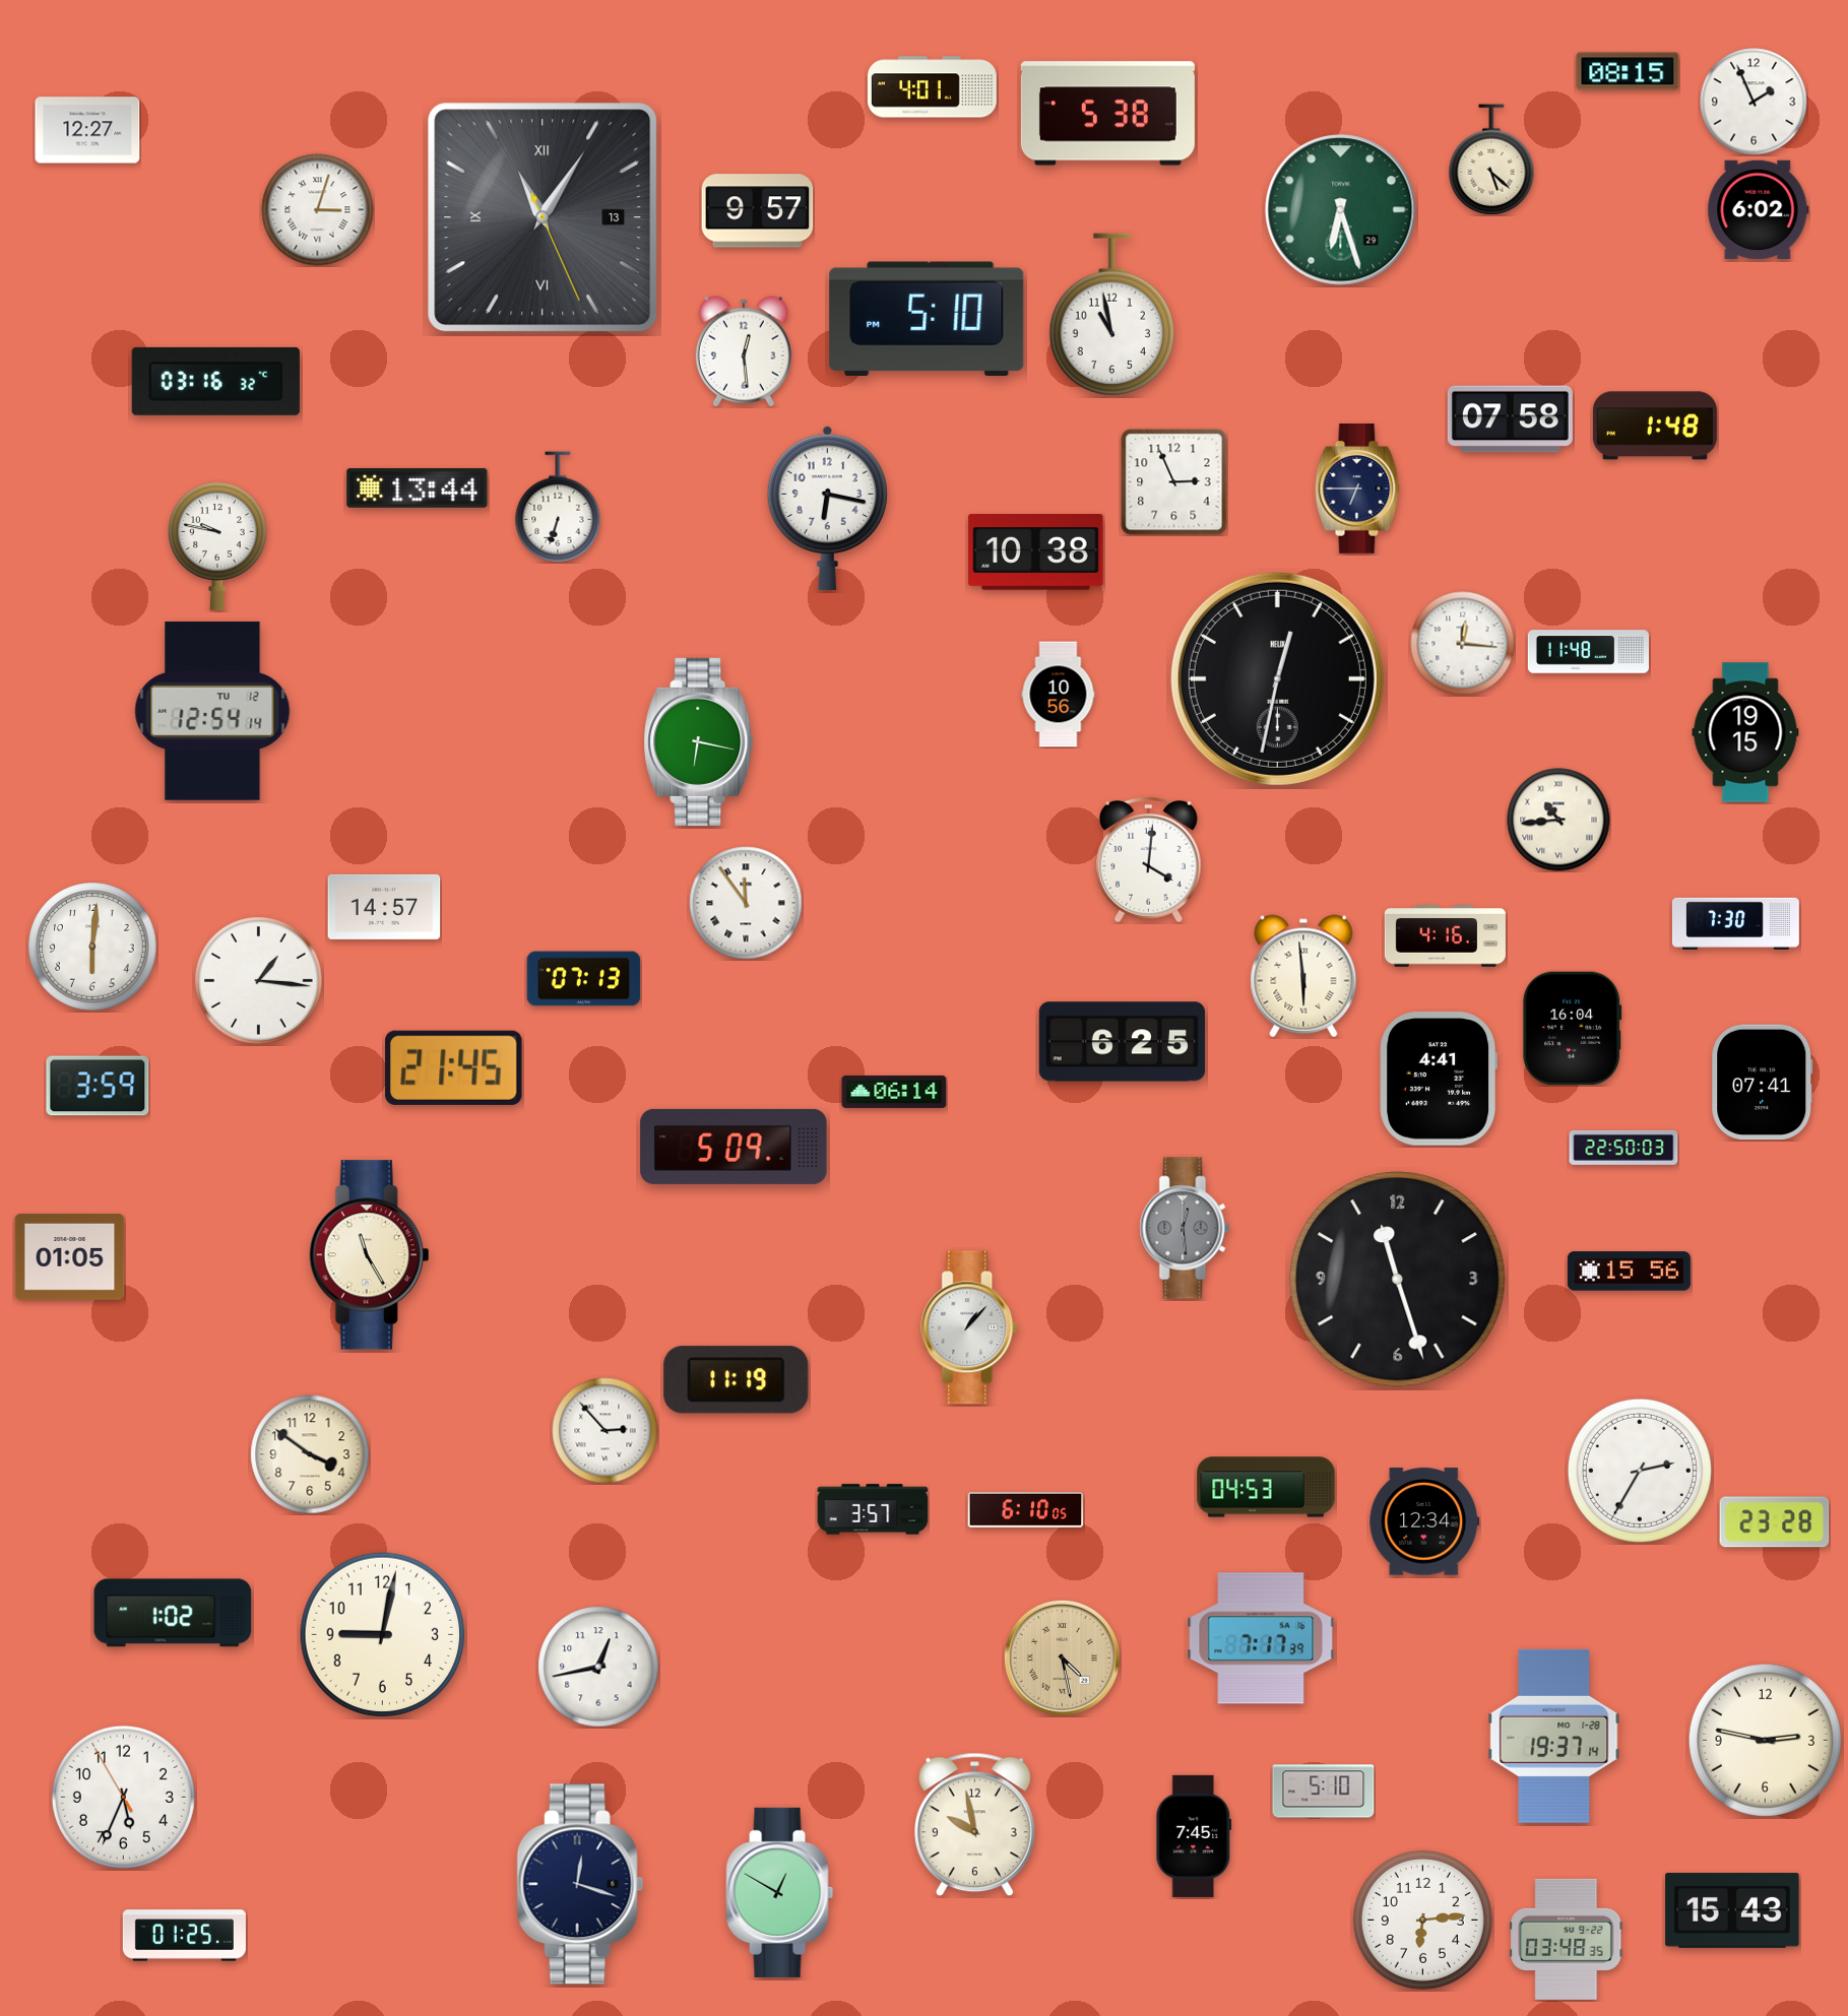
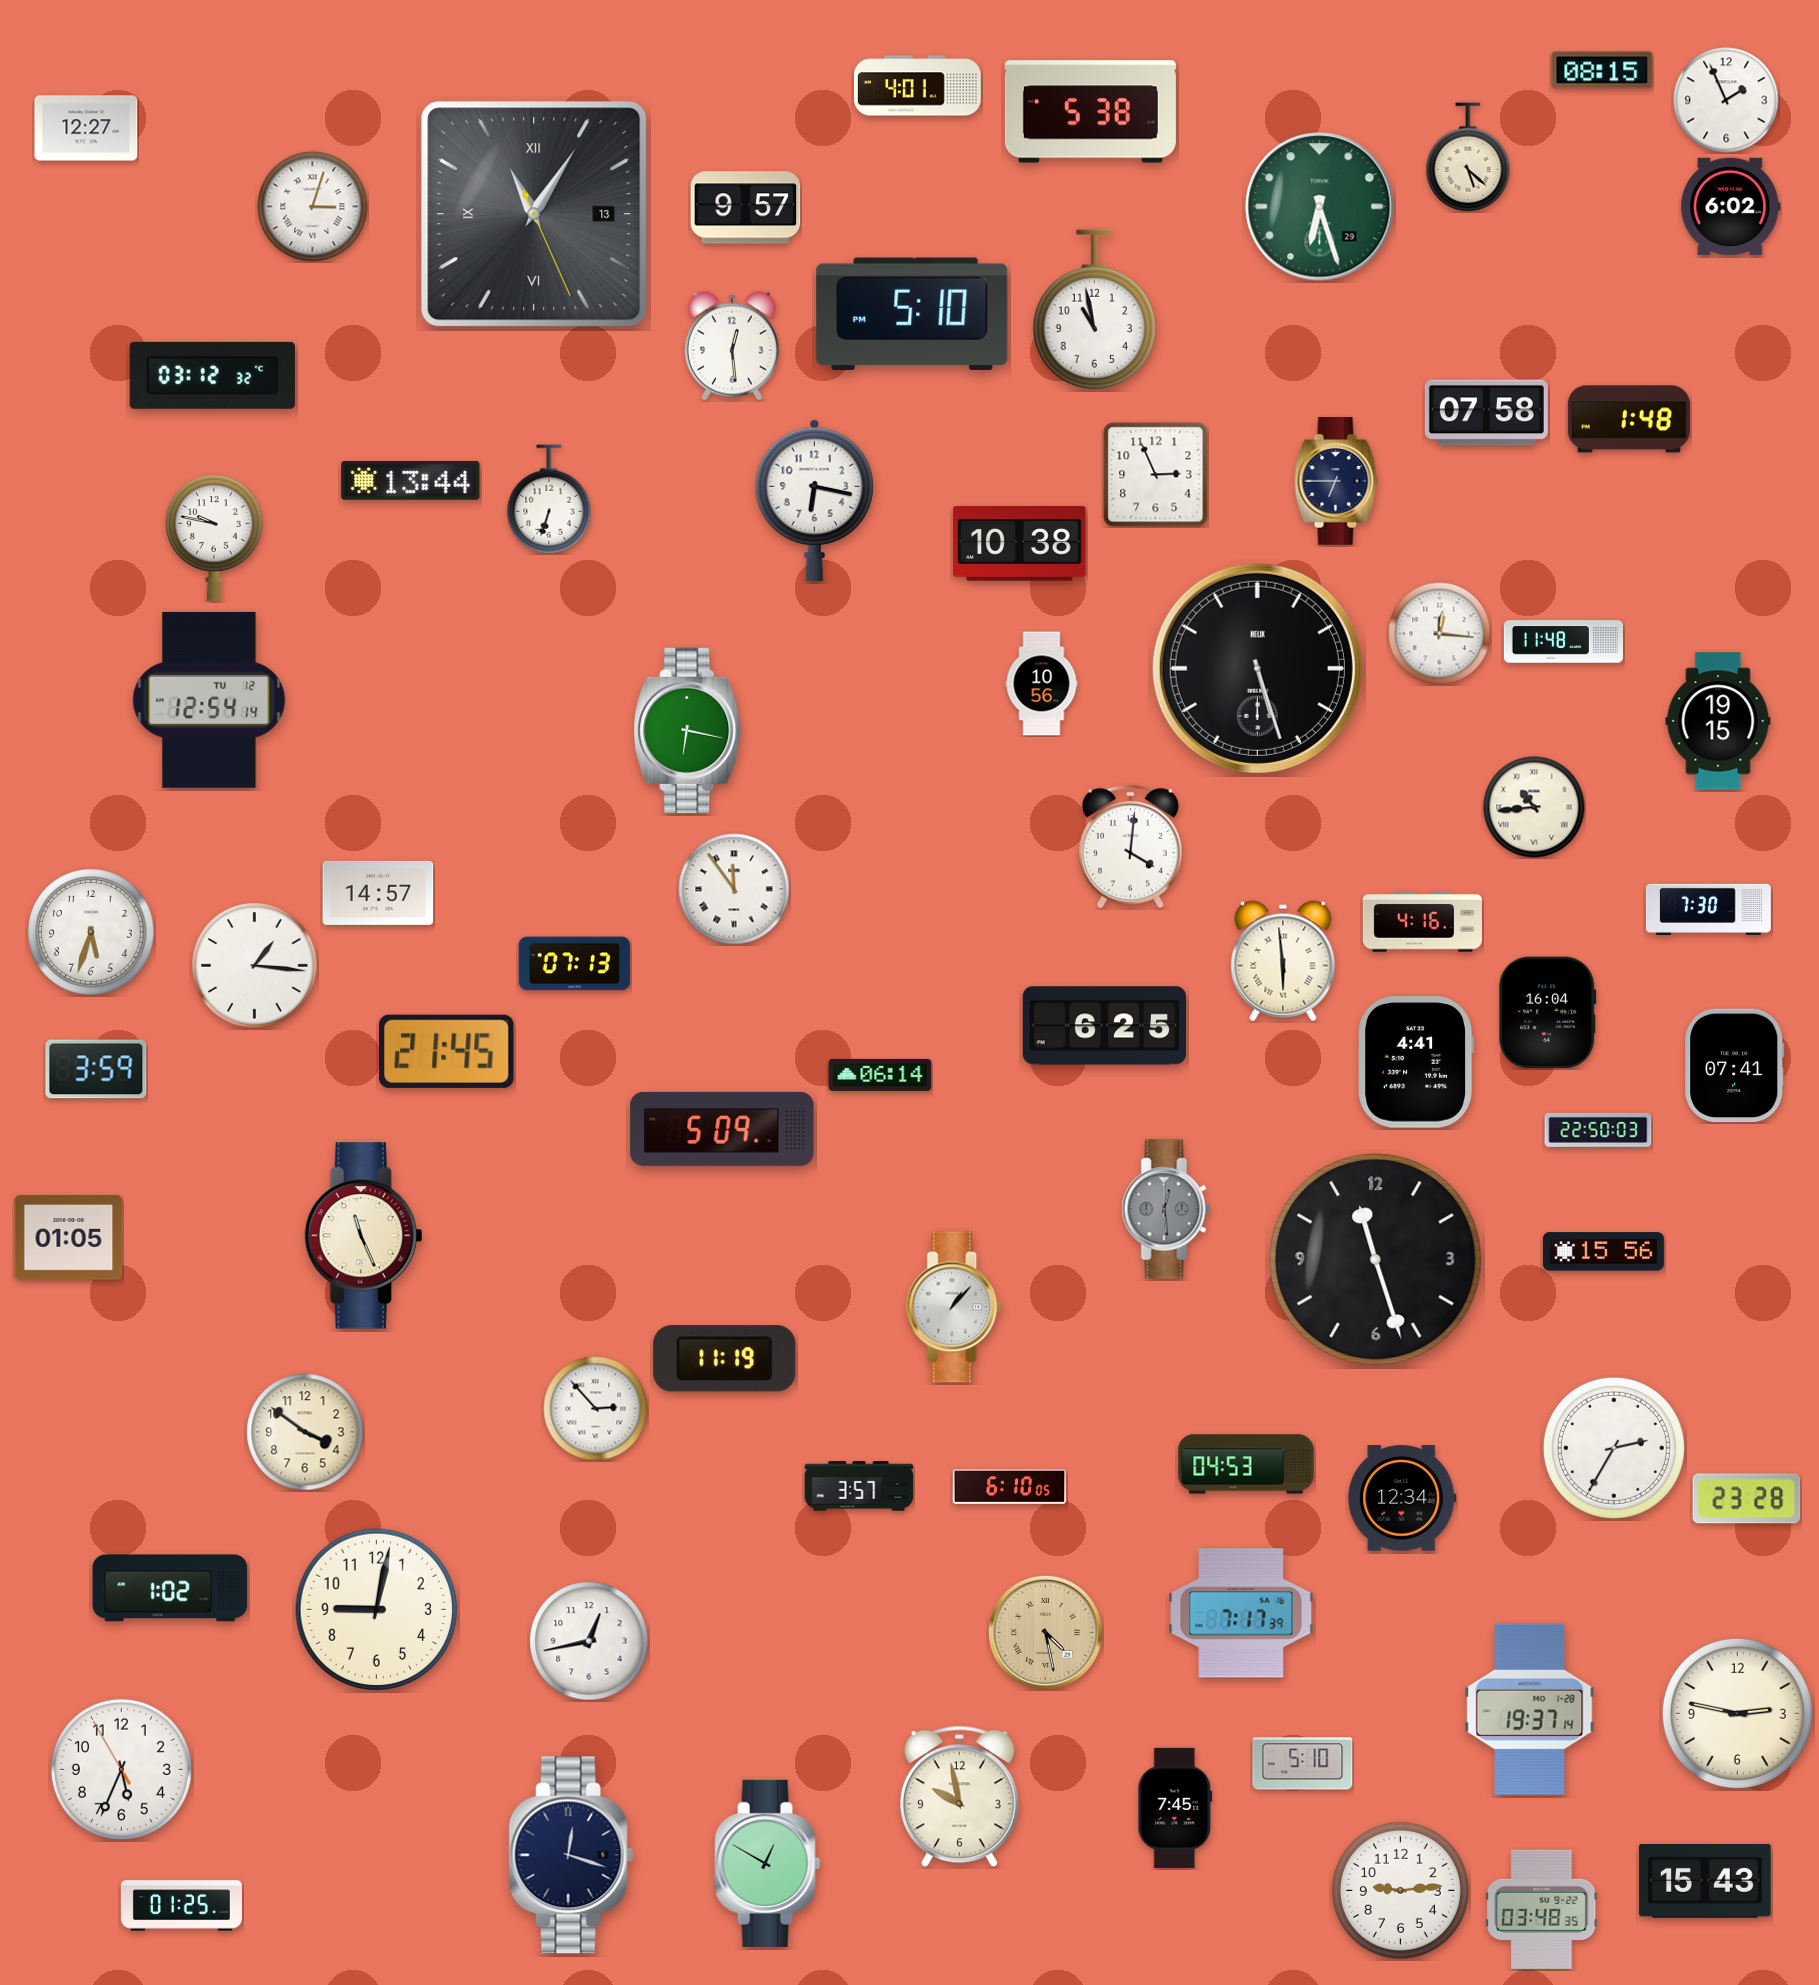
clock at (215, 381): 03:16 -> 03:12
clock at (1277, 678): 12:32 -> 5:27
clock at (92, 947): 6:01 -> 5:33
clock at (370, 1255): 11:25 -> 11:26
clock at (1422, 1920): 6:14 -> 9:14
